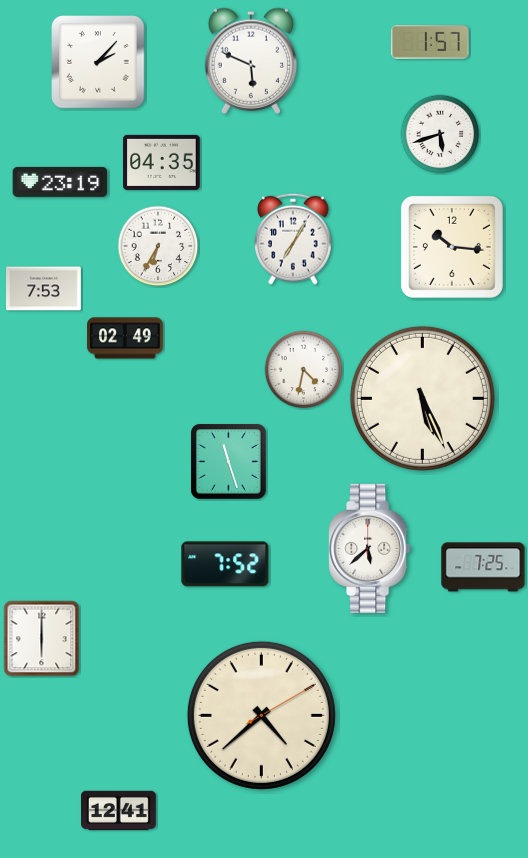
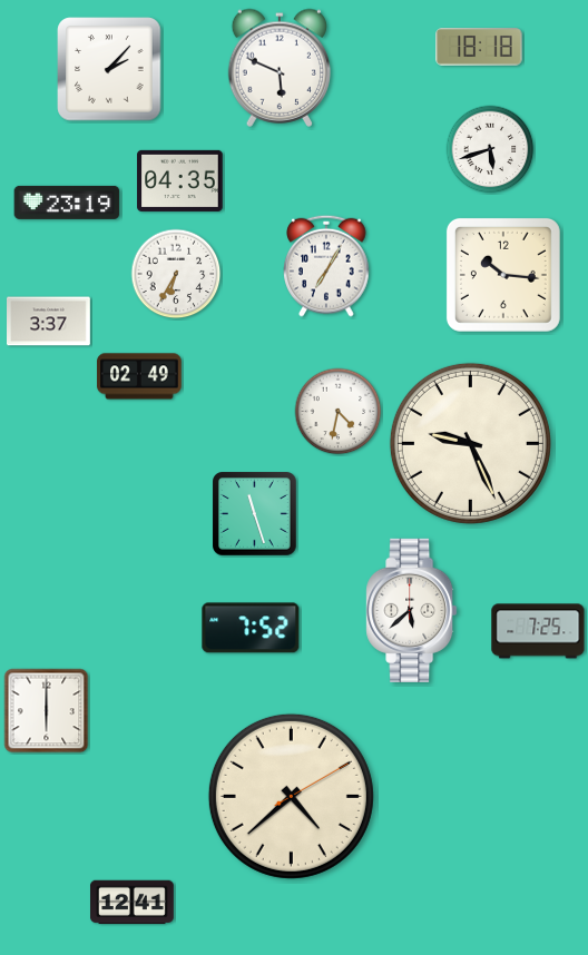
clock at (430, 43): 1:57 -> 18:18
clock at (44, 289): 7:53 -> 3:37
clock at (422, 398): 5:26 -> 9:26
